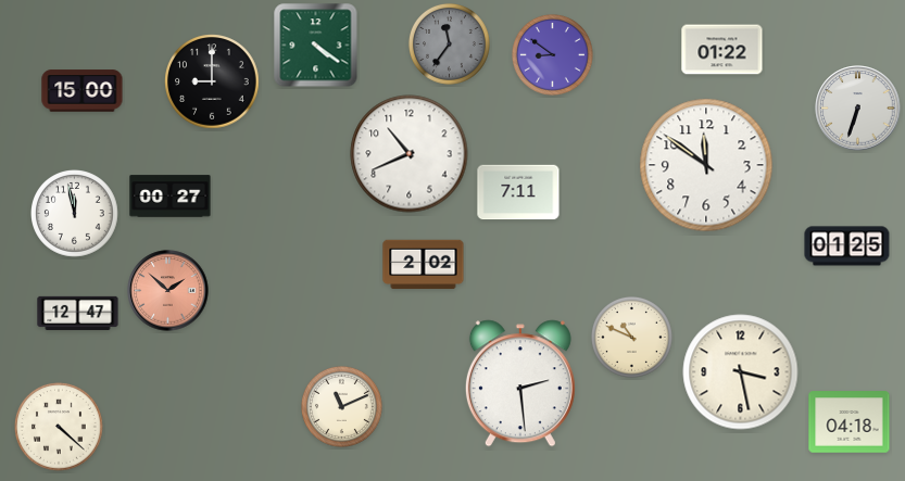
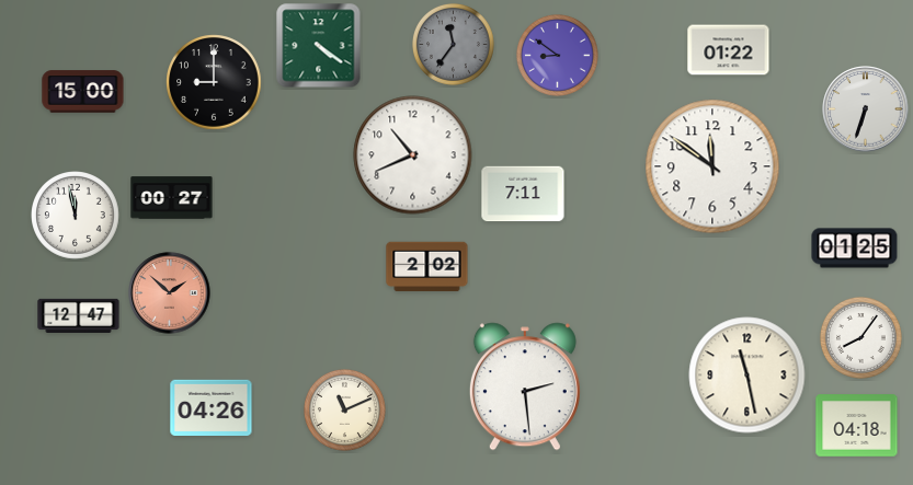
clock at (860, 337): none -> 8:06
clock at (631, 337): 10:49 -> none
clock at (741, 372): 3:28 -> 11:28
clock at (212, 407): none -> 04:26
clock at (60, 428): 4:22 -> none
